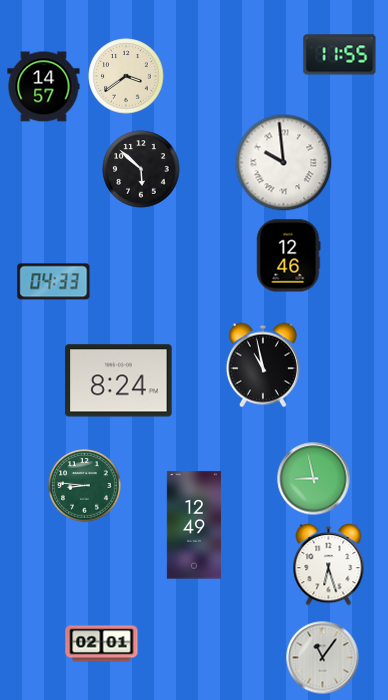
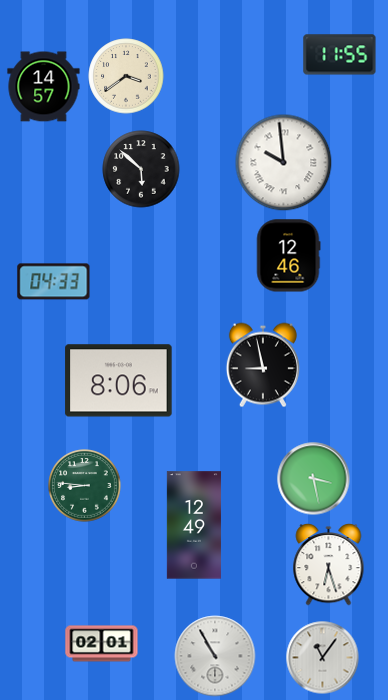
clock at (263, 365): 10:58 -> 8:58
clock at (119, 381): 8:24 -> 8:06
clock at (314, 479): 8:58 -> 3:28
clock at (215, 656): none -> 10:55
